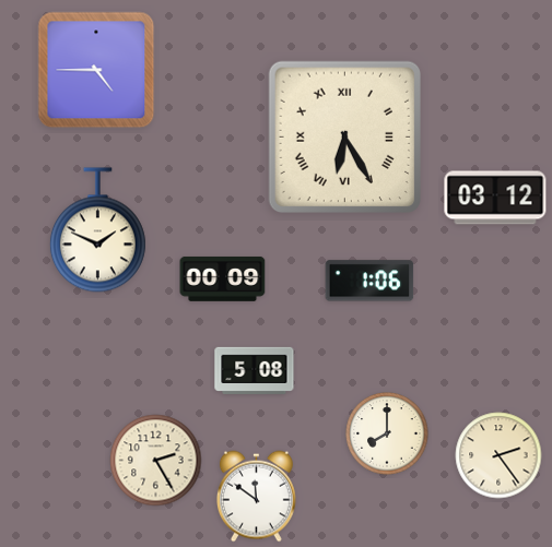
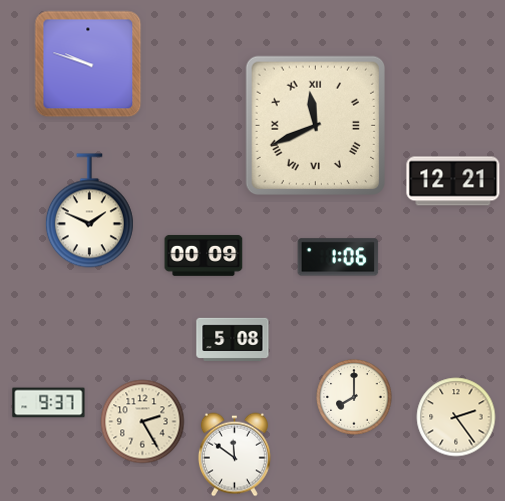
clock at (96, 70): 4:45 -> 9:48
clock at (344, 136): 6:25 -> 11:41
clock at (495, 198): 03:12 -> 12:21
clock at (49, 403): none -> 9:37
